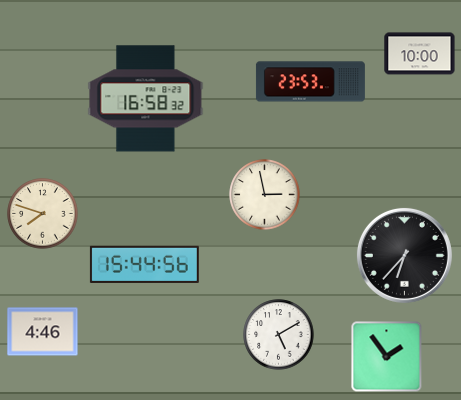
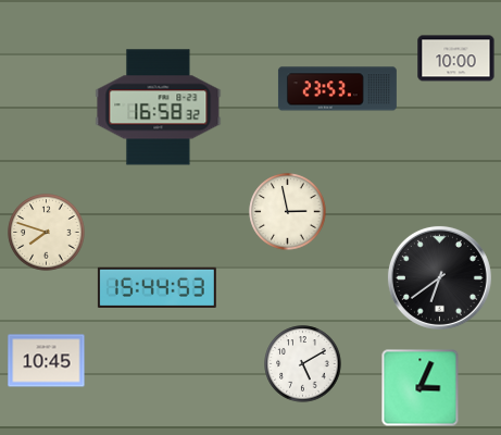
clock at (404, 255): 6:37 -> 6:39
clock at (144, 264): 15:44:56 -> 15:44:53
clock at (43, 332): 4:46 -> 10:45
clock at (387, 357): 1:54 -> 3:04
